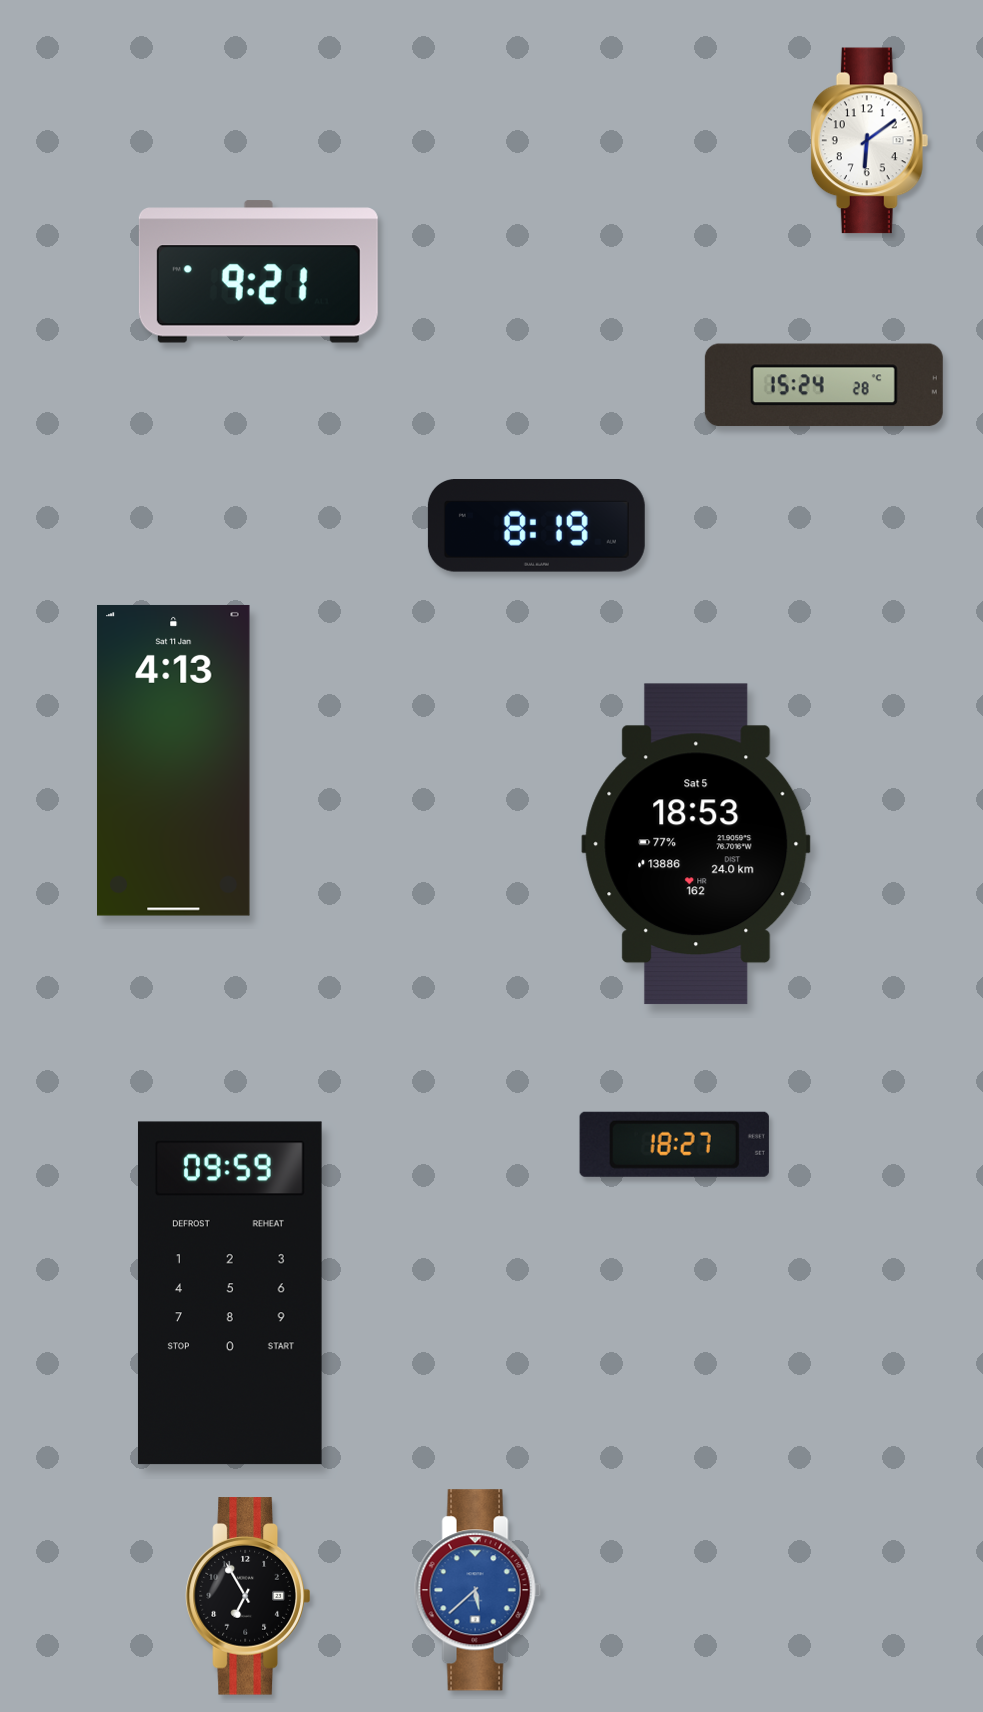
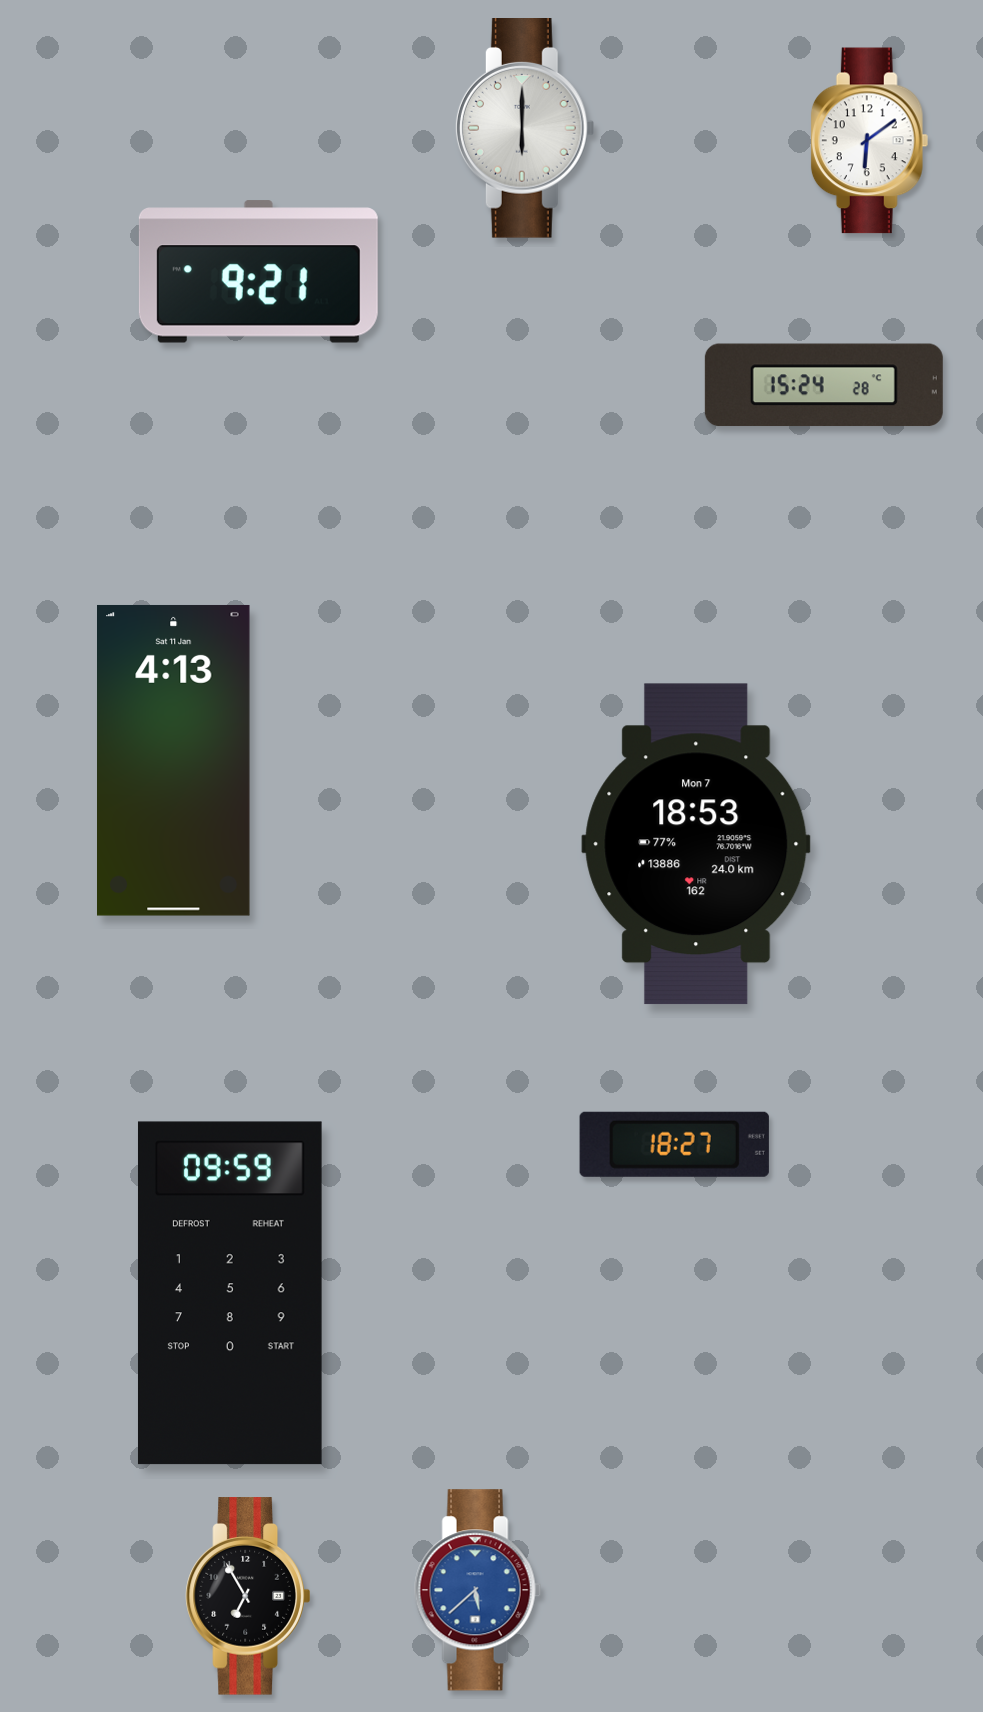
clock at (525, 129): none -> 6:00
clock at (536, 526): 8:19 -> none
clock at (696, 844) date: Sat 5 -> Mon 7
